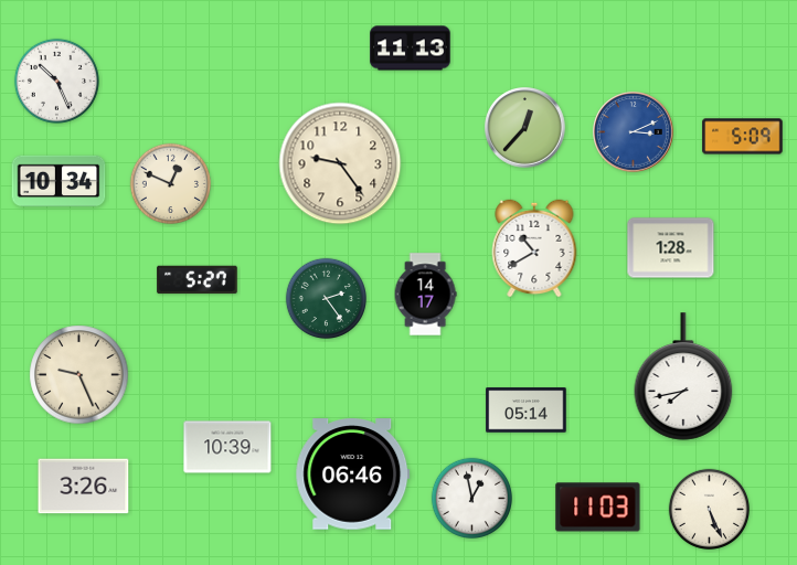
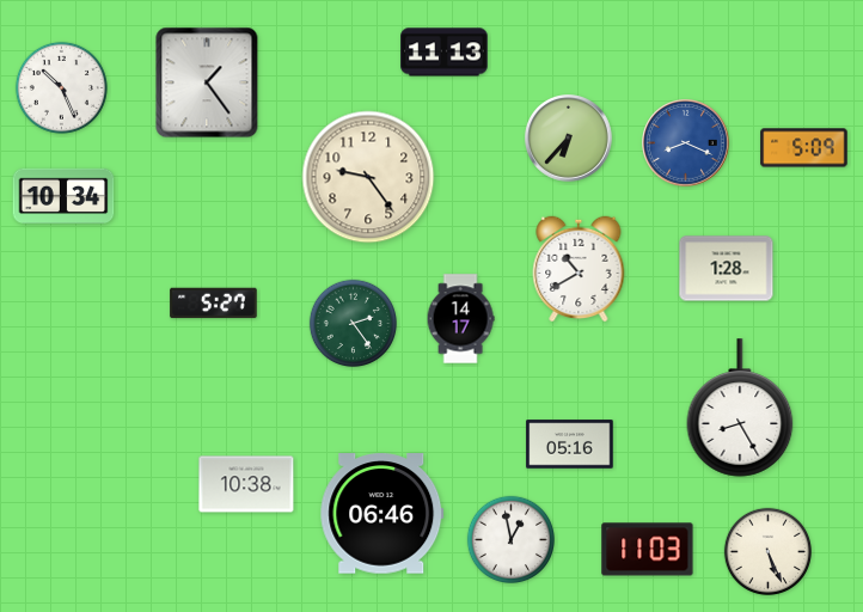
clock at (207, 82): none -> 1:24
clock at (525, 128): 12:37 -> 6:37
clock at (634, 132): 3:11 -> 8:19
clock at (170, 183): 12:49 -> none
clock at (79, 375): 9:26 -> none
clock at (683, 376): 7:43 -> 8:25
clock at (527, 411): 05:14 -> 05:16
clock at (227, 447): 10:39 -> 10:38
clock at (84, 487): 3:26 -> none
